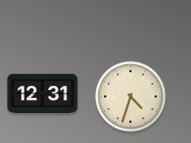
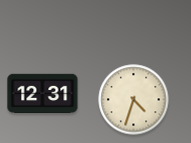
clock at (131, 97) position: (131, 97) -> (134, 100)
